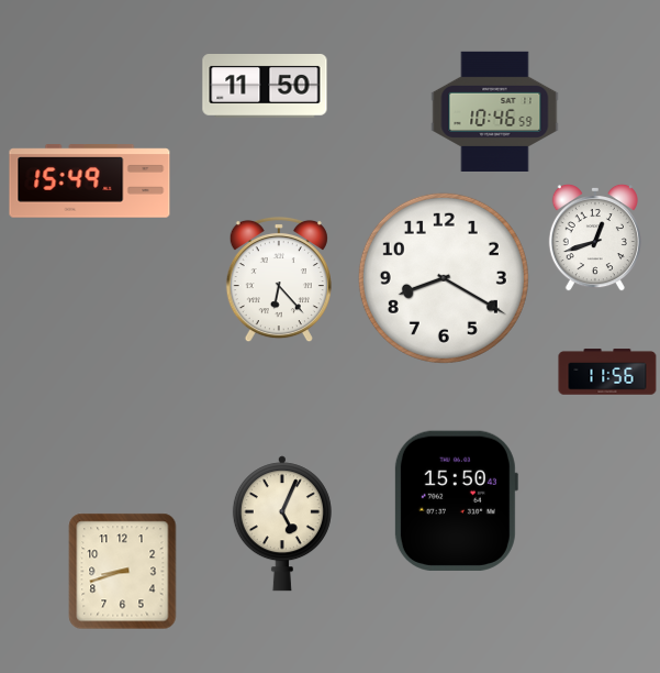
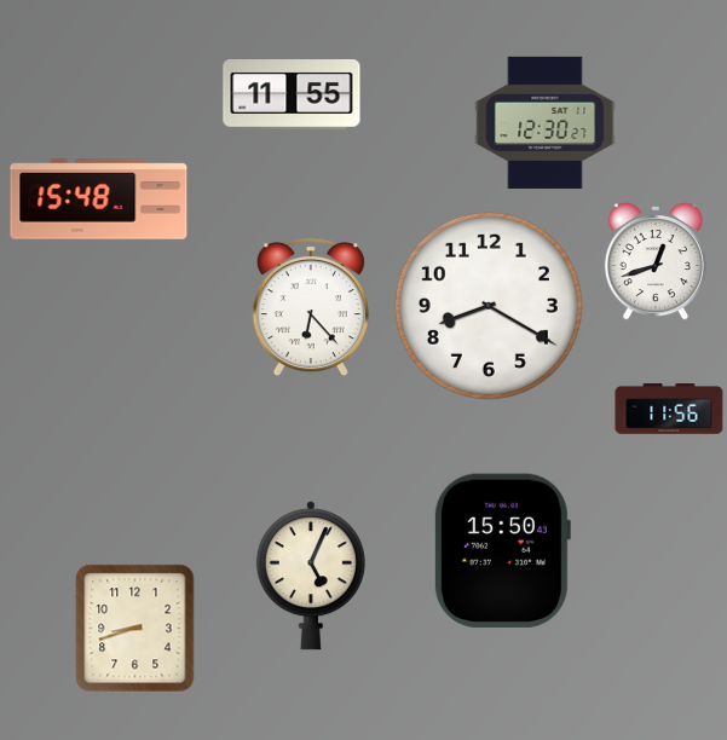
clock at (265, 87): 11:50 -> 11:55
clock at (495, 111): 10:46 -> 12:30
clock at (90, 181): 15:49 -> 15:48
clock at (279, 279) position: (279, 279) -> (311, 307)
